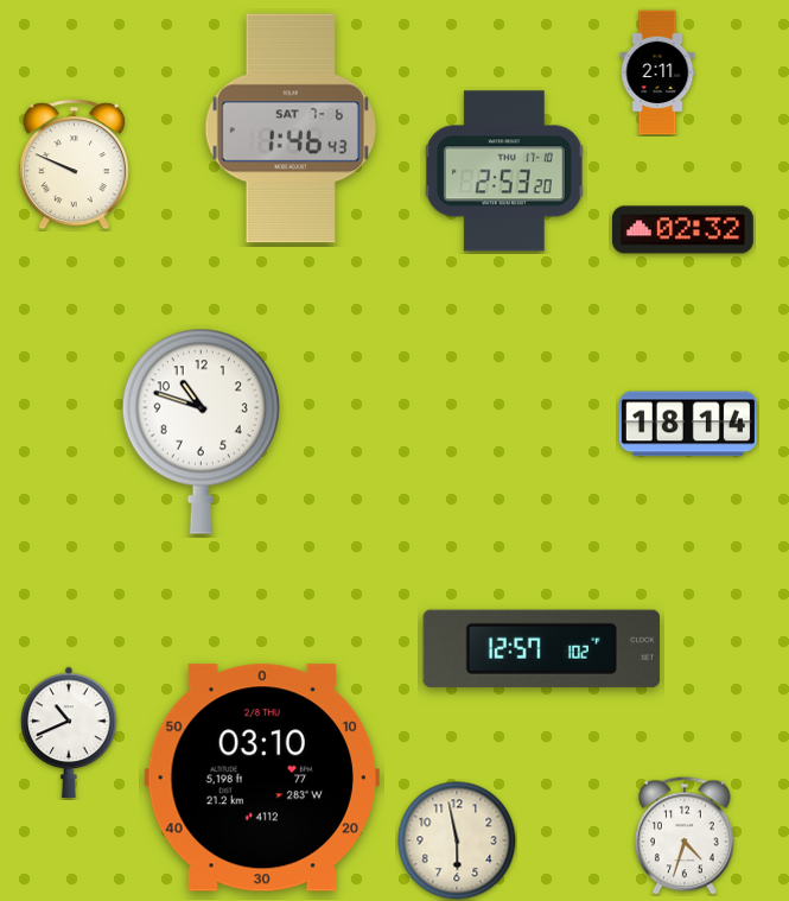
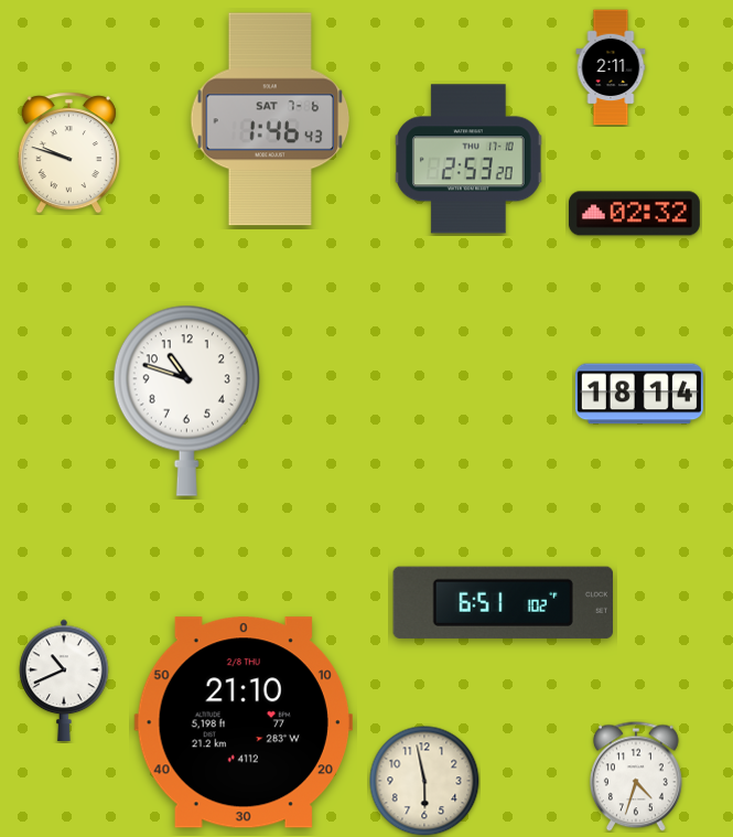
clock at (74, 165): 9:49 -> 9:48
clock at (541, 648): 12:57 -> 6:51
clock at (262, 778): 03:10 -> 21:10
